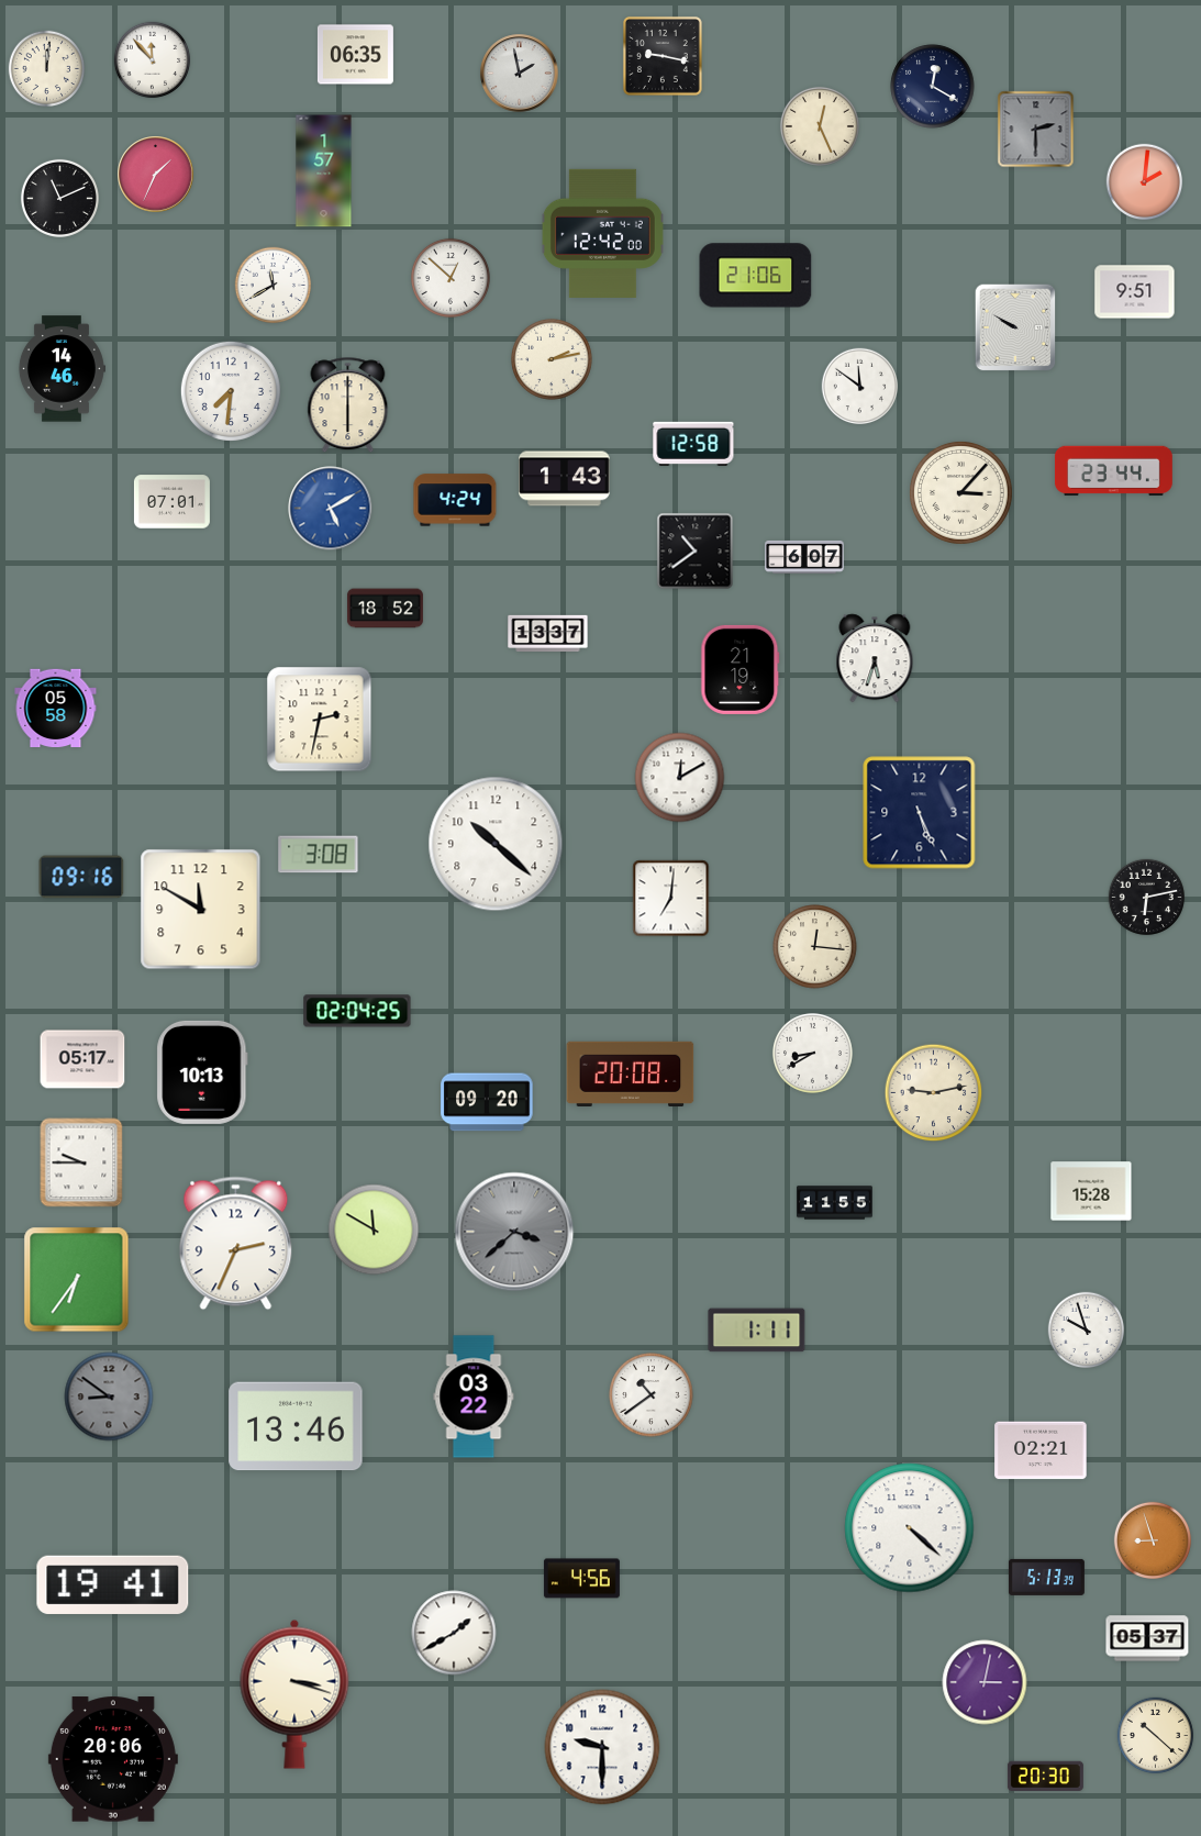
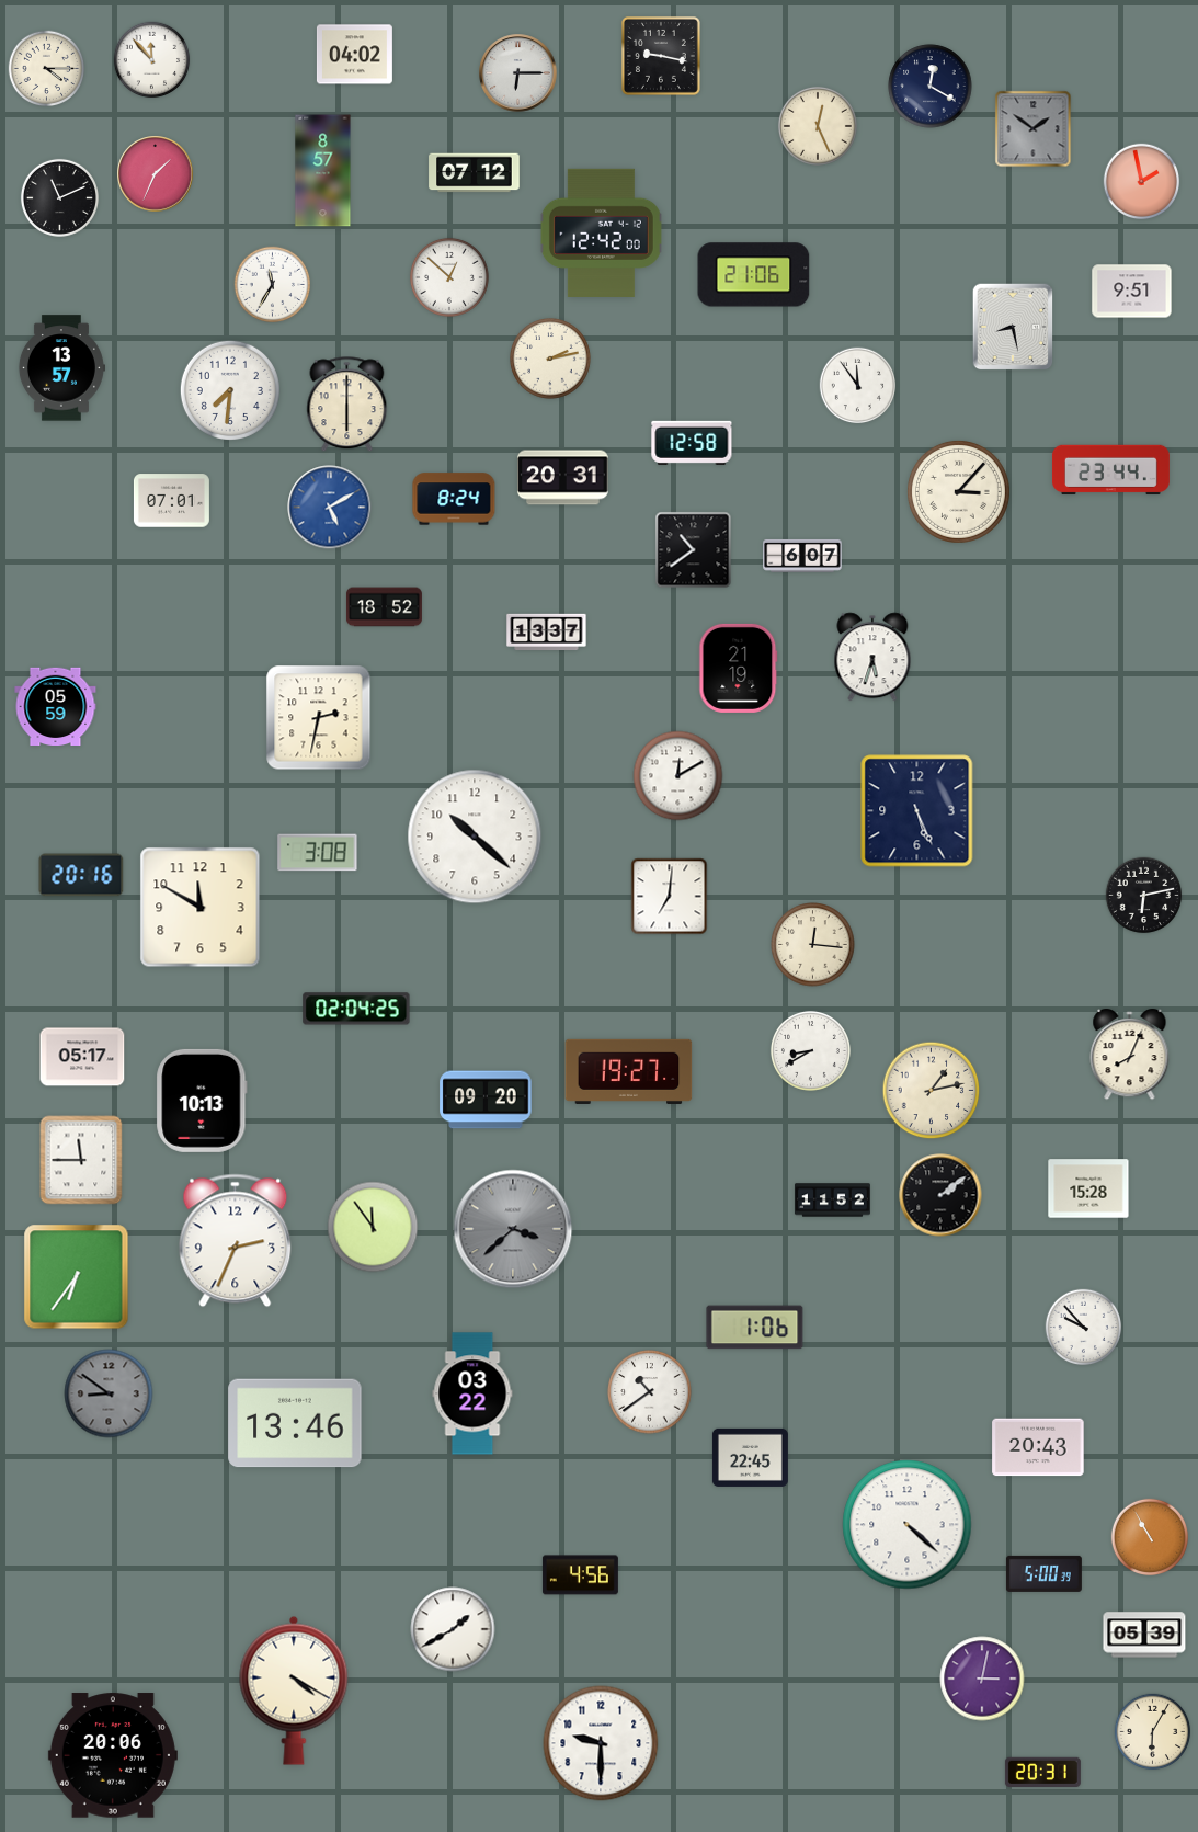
clock at (355, 55): 06:35 -> 04:02
clock at (47, 69): 12:01 -> 4:15
clock at (520, 74): 1:58 -> 6:15
clock at (1036, 130): 2:30 -> 1:51
clock at (324, 171): 1:57 -> 8:57
clock at (475, 173): none -> 07:12
clock at (1145, 182): 2:01 -> 1:58
clock at (274, 286): 11:40 -> 11:35
clock at (1015, 327): 9:50 -> 8:28
clock at (62, 369): 14:46 -> 13:57
clock at (860, 387): 11:51 -> 11:54
clock at (565, 479): 1:43 -> 20:31
clock at (455, 500): 4:24 -> 8:24
clock at (56, 709): 05:58 -> 05:59
clock at (496, 844) position: (496, 844) -> (475, 837)
clock at (81, 877): 09:16 -> 20:16
clock at (1130, 1056): none -> 8:04
clock at (202, 1072) position: (202, 1072) -> (202, 1101)
clock at (631, 1073): 20:08 -> 19:27
clock at (934, 1093): 9:13 -> 1:13
clock at (81, 1162): 9:45 -> 11:45
clock at (940, 1195): none -> 2:09
clock at (834, 1203): 11:55 -> 11:52
clock at (374, 1229): 11:50 -> 11:54
clock at (757, 1331): 1:11 -> 1:06
clock at (1087, 1331): 9:57 -> 9:53
clock at (1041, 1450): 02:21 -> 20:43
clock at (750, 1457): none -> 22:45
clock at (1152, 1539): 8:57 -> 10:55
clock at (1046, 1577): 5:13 -> 5:00
clock at (113, 1584): 19:41 -> none
clock at (1147, 1638): 05:37 -> 05:39
clock at (294, 1694): 3:18 -> 4:20
clock at (1156, 1736): 10:22 -> 6:05
clock at (1045, 1776): 20:30 -> 20:31
